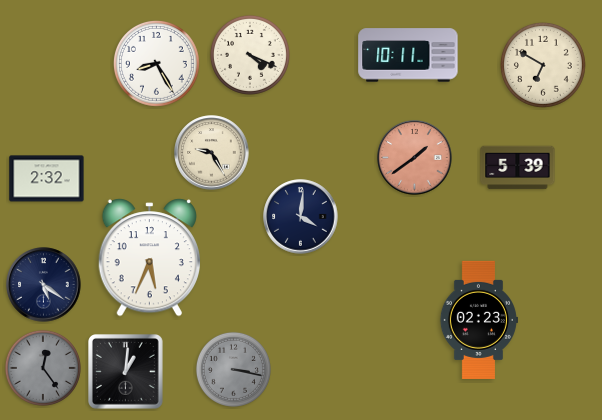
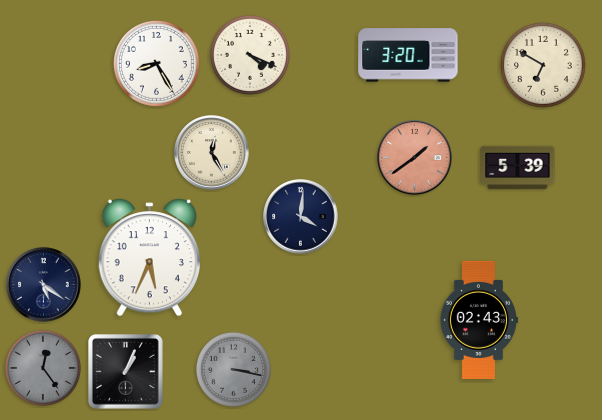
clock at (408, 55): 10:11 -> 3:20
clock at (212, 153): 9:25 -> 12:25
clock at (47, 179): 2:32 -> none
clock at (478, 320): 02:23 -> 02:43
clock at (126, 372): 1:01 -> 1:04
